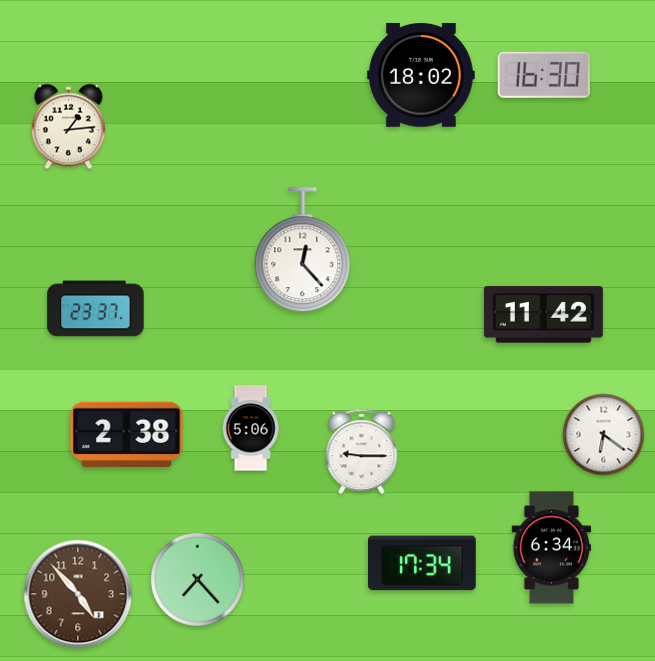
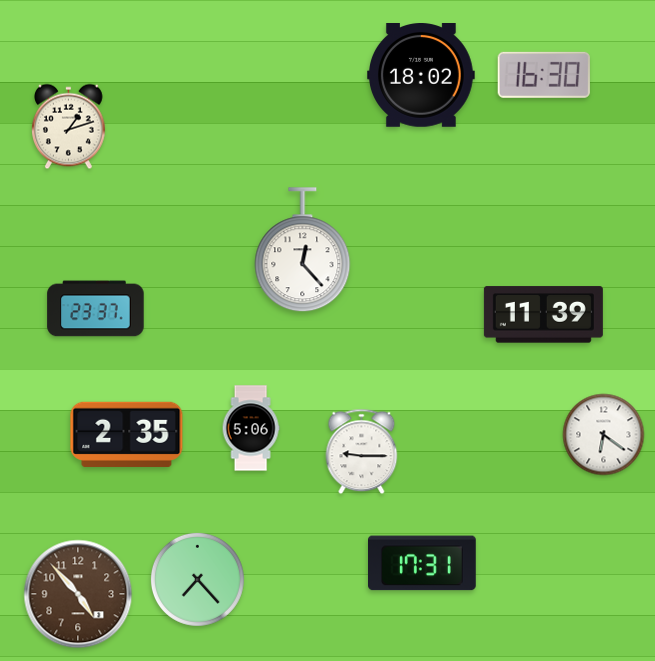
clock at (69, 127): 1:14 -> 1:12
clock at (543, 315): 11:42 -> 11:39
clock at (127, 434): 2:38 -> 2:35
clock at (552, 548): 6:34 -> none
clock at (423, 563): 17:34 -> 17:31
